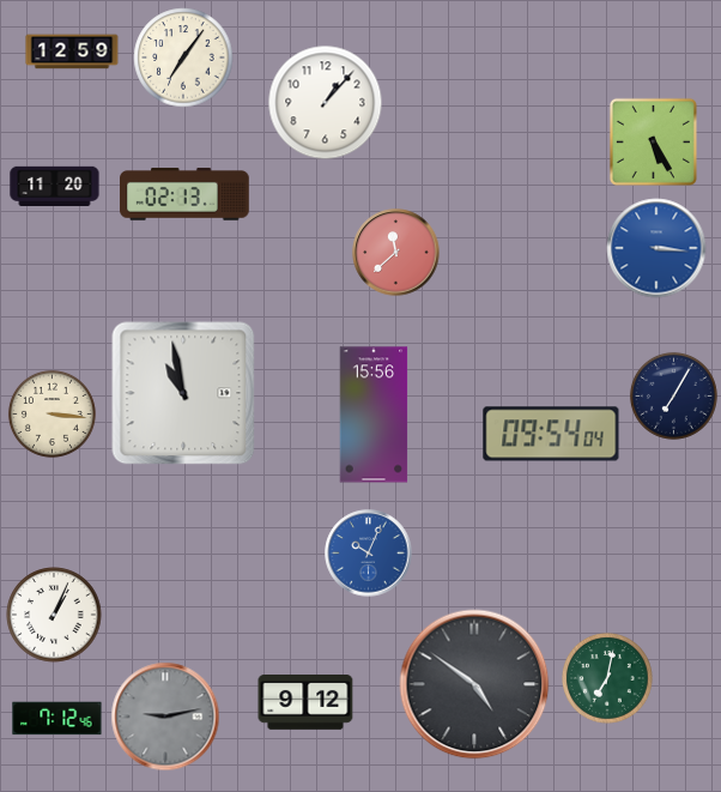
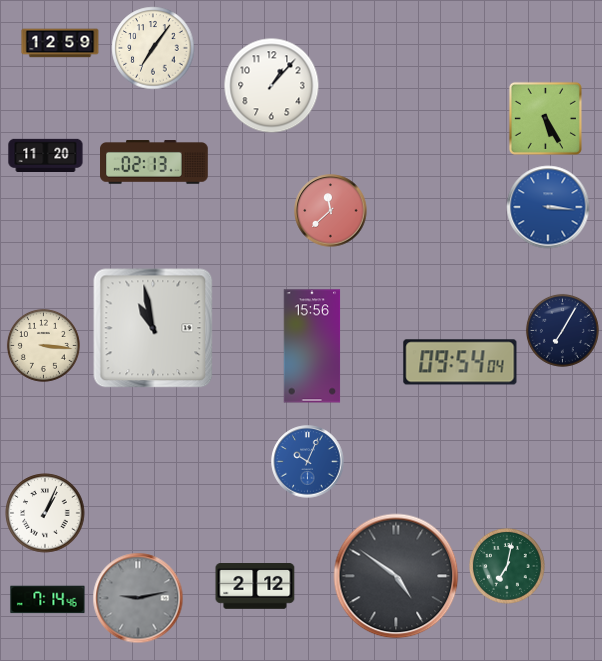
clock at (474, 684) position: (474, 684) -> (396, 576)
clock at (305, 703): 9:12 -> 2:12
clock at (57, 719): 7:12 -> 7:14
